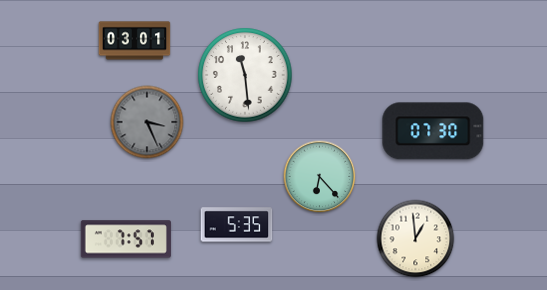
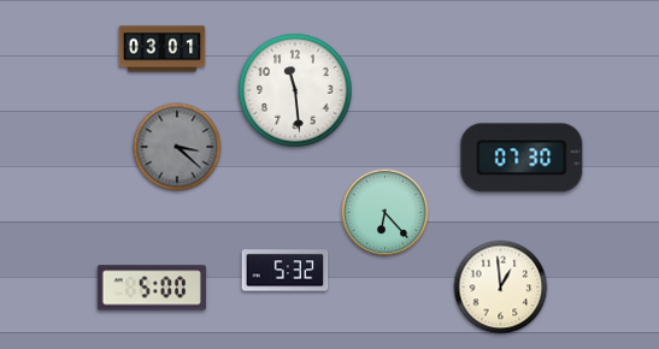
clock at (147, 122): 3:26 -> 3:22
clock at (237, 225): 5:35 -> 5:32
clock at (126, 239): 7:57 -> 5:00
